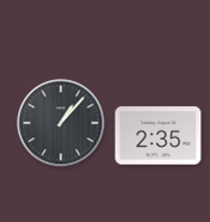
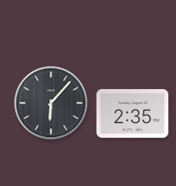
clock at (61, 123): 1:07 -> 6:07
